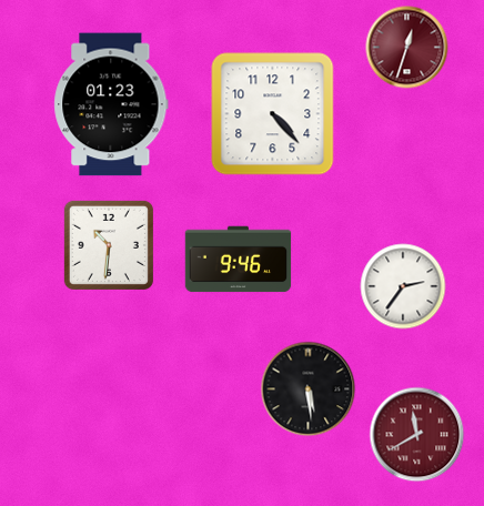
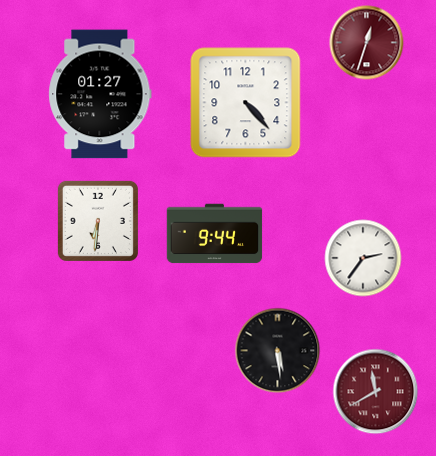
clock at (111, 104): 01:23 -> 01:27
clock at (109, 245): 10:31 -> 6:31
clock at (239, 260): 9:46 -> 9:44
